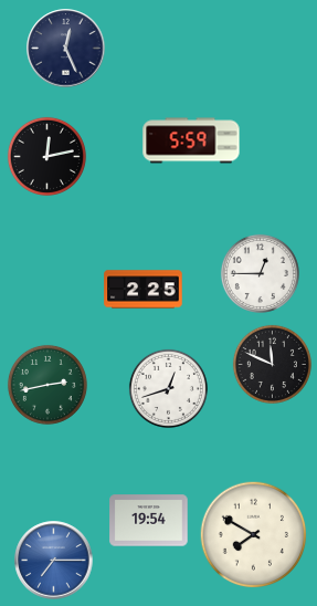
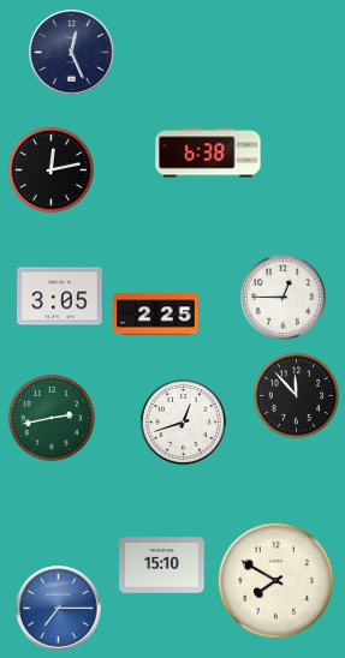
clock at (191, 140): 5:59 -> 6:38
clock at (60, 297): none -> 3:05
clock at (272, 364): 11:49 -> 11:53
clock at (149, 521): 19:54 -> 15:10
